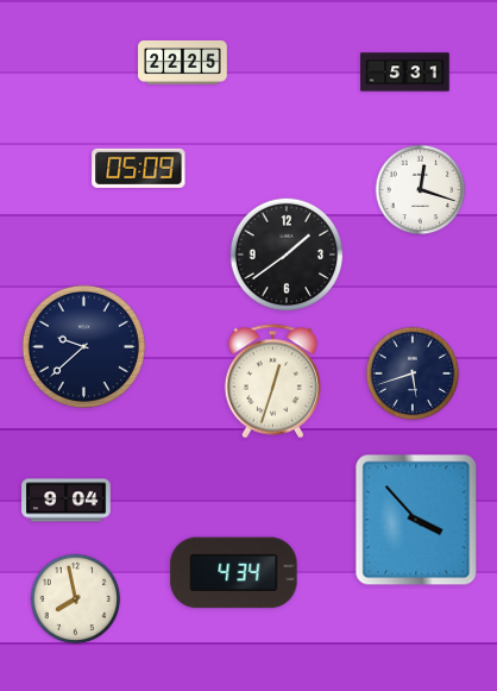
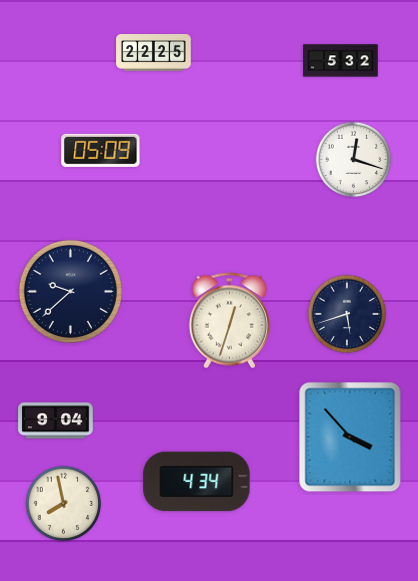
clock at (405, 73): 5:31 -> 5:32
clock at (139, 168) position: (139, 168) -> (101, 150)
clock at (285, 253): 1:39 -> none
